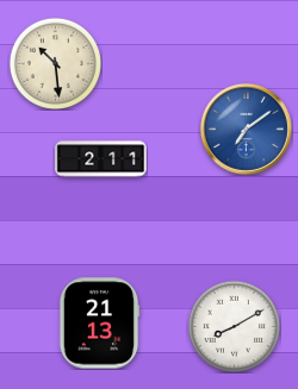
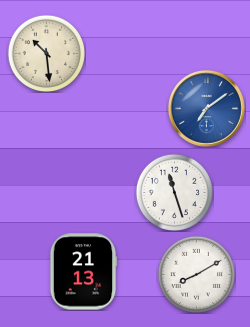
clock at (101, 159): 2:11 -> none
clock at (174, 192): none -> 11:27
